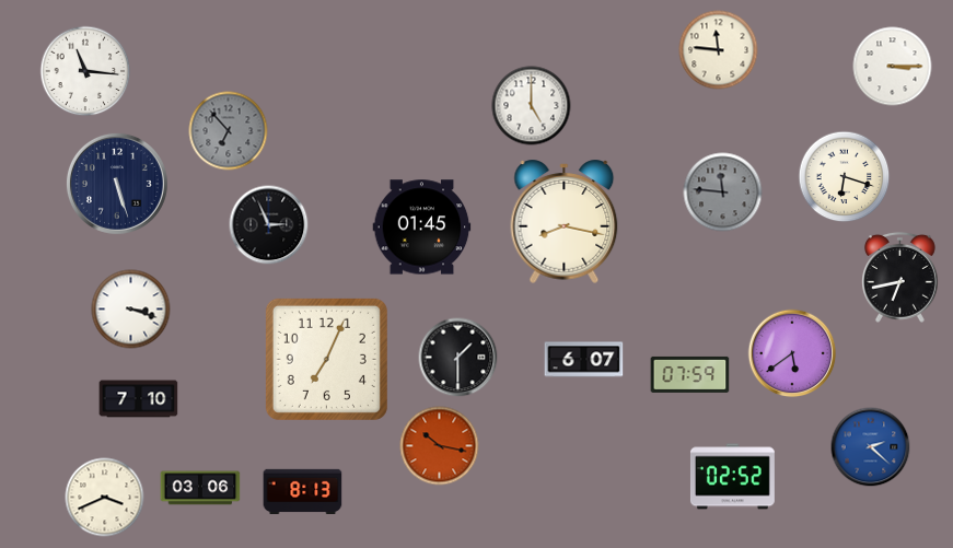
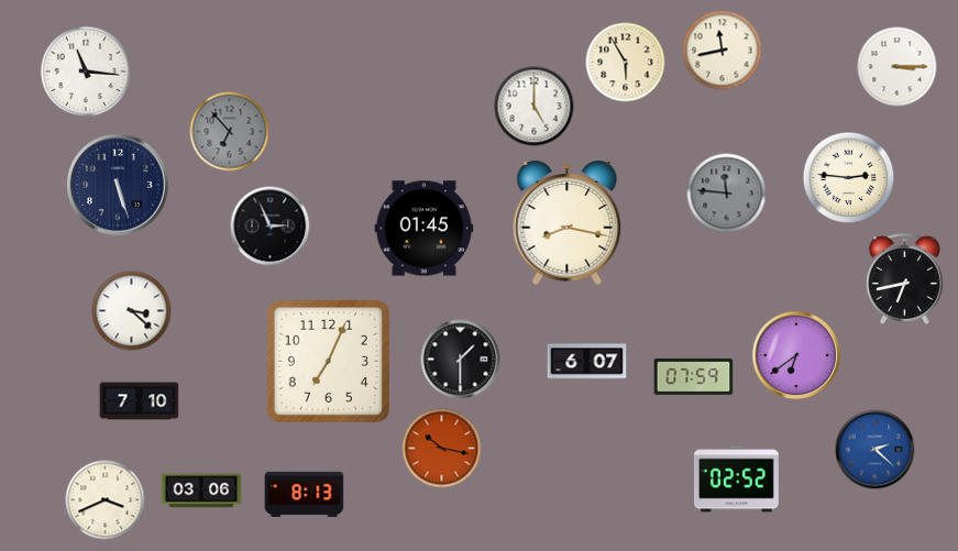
clock at (719, 50): 11:46 -> 11:43
clock at (626, 63): none -> 5:55
clock at (845, 177): 6:18 -> 2:46
clock at (131, 310): 3:18 -> 3:22
clock at (792, 353): 5:39 -> 6:39
